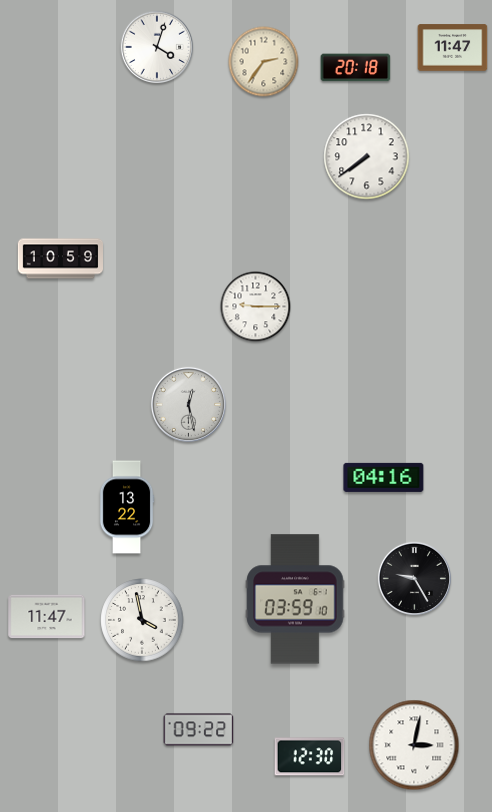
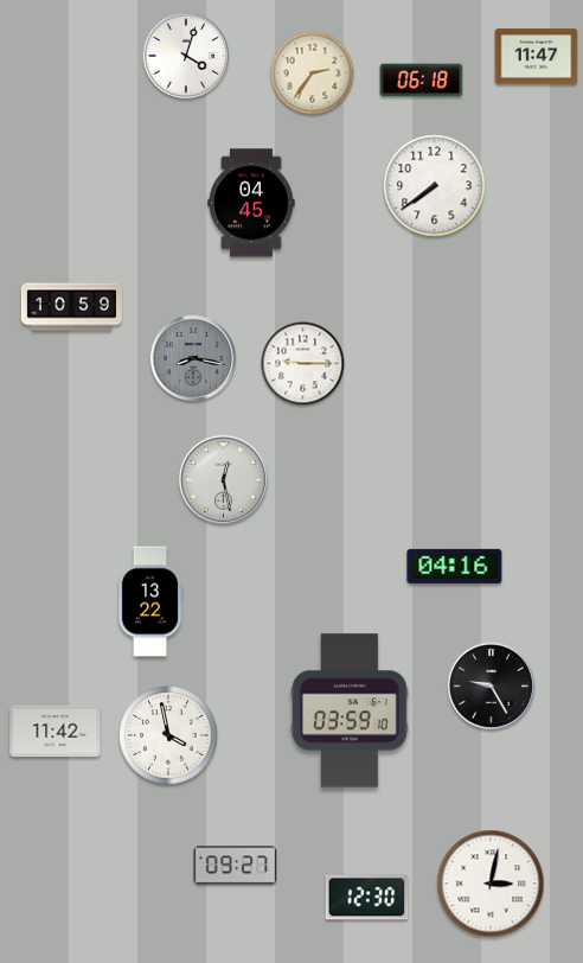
clock at (356, 68): 20:18 -> 06:18
clock at (251, 203): none -> 04:45
clock at (193, 358): none -> 8:17
clock at (47, 617): 11:47 -> 11:42
clock at (199, 730): 09:22 -> 09:27
